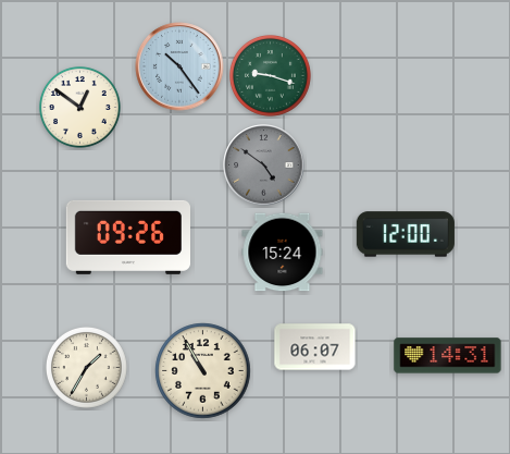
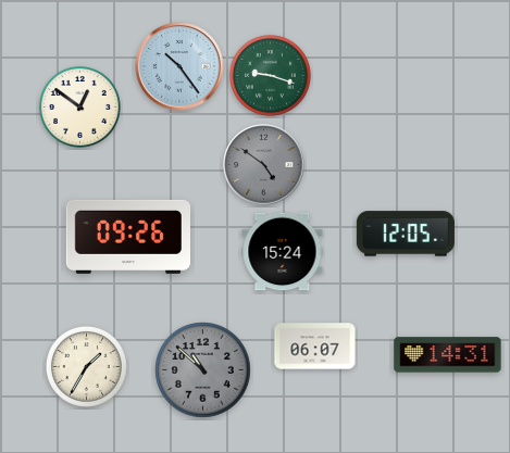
clock at (406, 234): 12:00 -> 12:05
clock at (203, 371): 10:55 -> 10:52
clock at (203, 371) dial: cream -> grey
